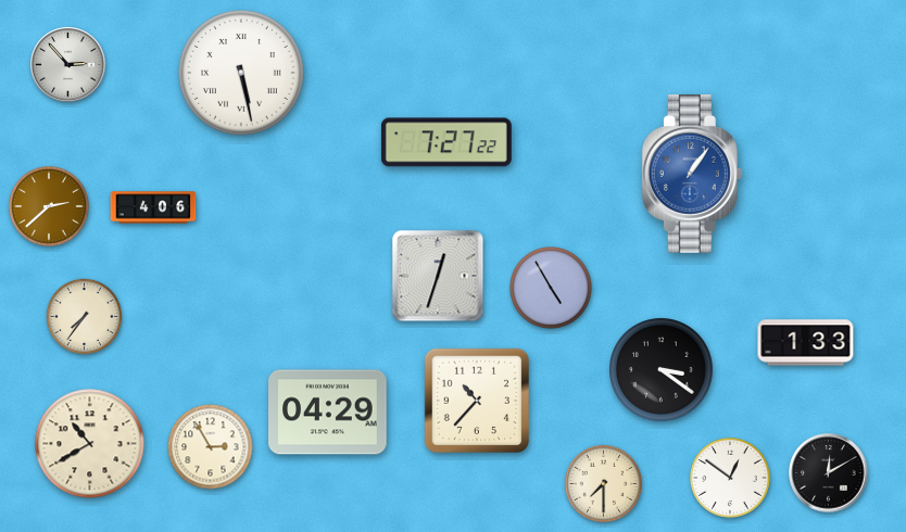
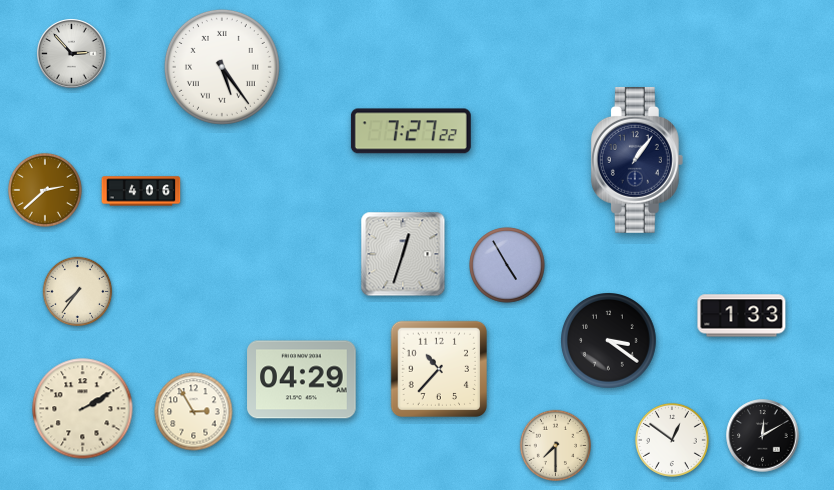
clock at (68, 65) position: (68, 65) -> (72, 54)
clock at (241, 73): 5:28 -> 5:24
clock at (692, 174) dial: blue -> navy
clock at (90, 444): 10:40 -> 2:10
